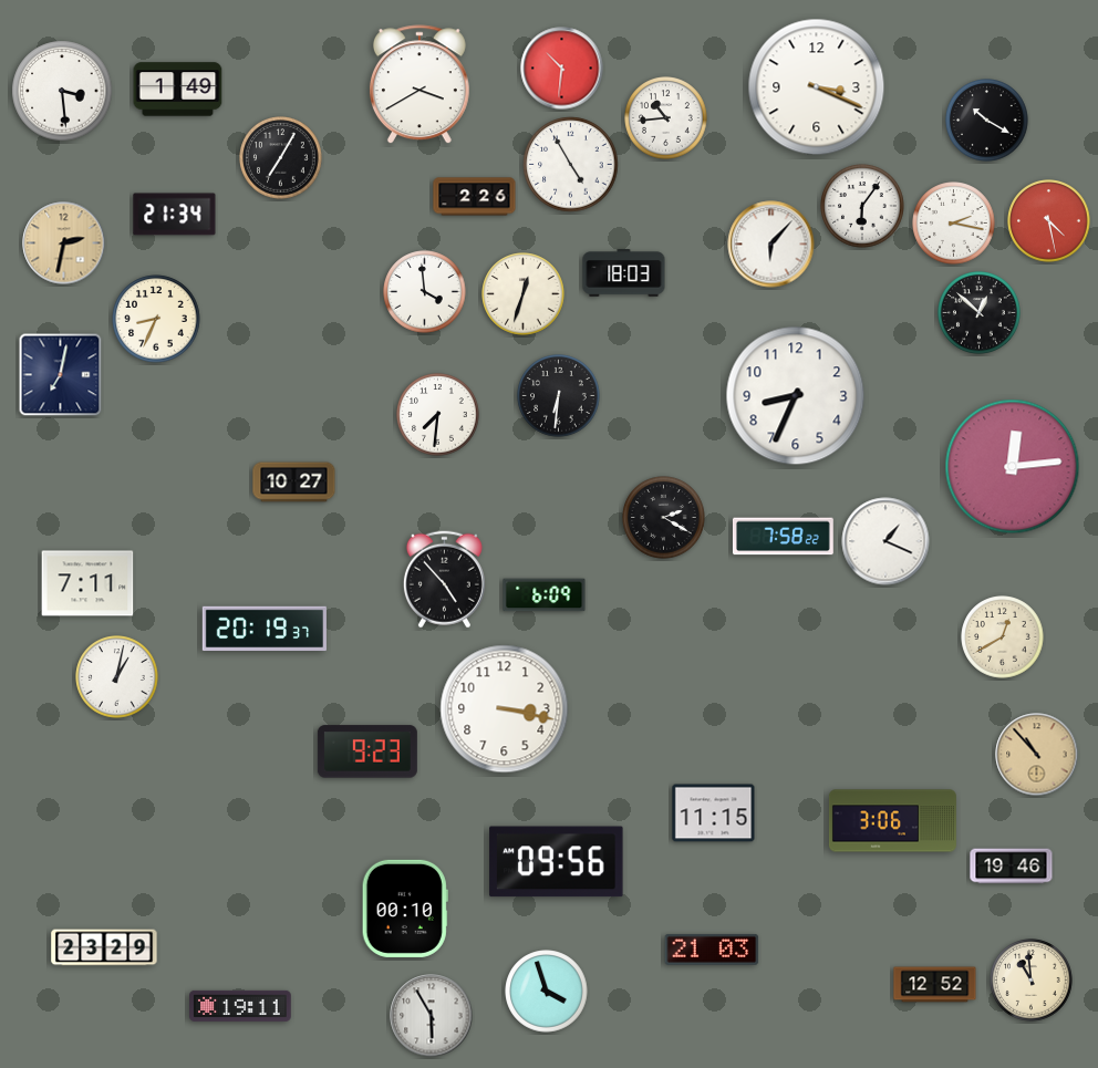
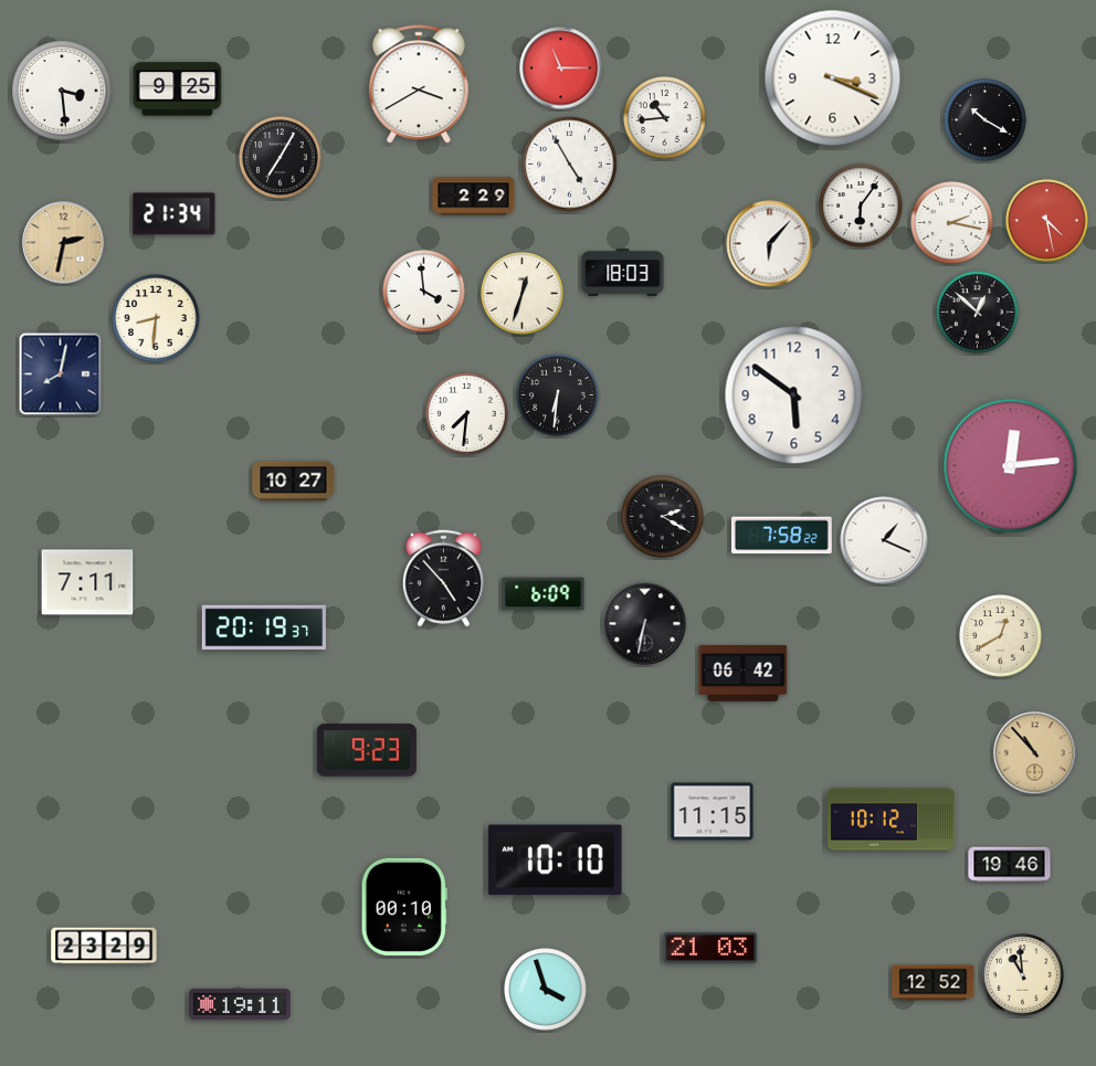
clock at (562, 69): 10:31 -> 11:15
clock at (817, 87) position: (817, 87) -> (833, 78)
clock at (178, 90): 1:49 -> 9:25
clock at (475, 197): 2:26 -> 2:29
clock at (156, 319): 8:34 -> 8:31
clock at (61, 375): 7:02 -> 8:02
clock at (796, 396): 8:34 -> 5:51
clock at (438, 415) position: (438, 415) -> (467, 414)
clock at (645, 624): none -> 6:32
clock at (744, 673): none -> 06:42
clock at (117, 677): 1:02 -> none
clock at (505, 709): 3:17 -> none
clock at (892, 821): 3:06 -> 10:12
clock at (557, 862): 09:56 -> 10:10
clock at (1032, 981) position: (1032, 981) -> (1023, 975)
clock at (432, 1016): 5:55 -> none
